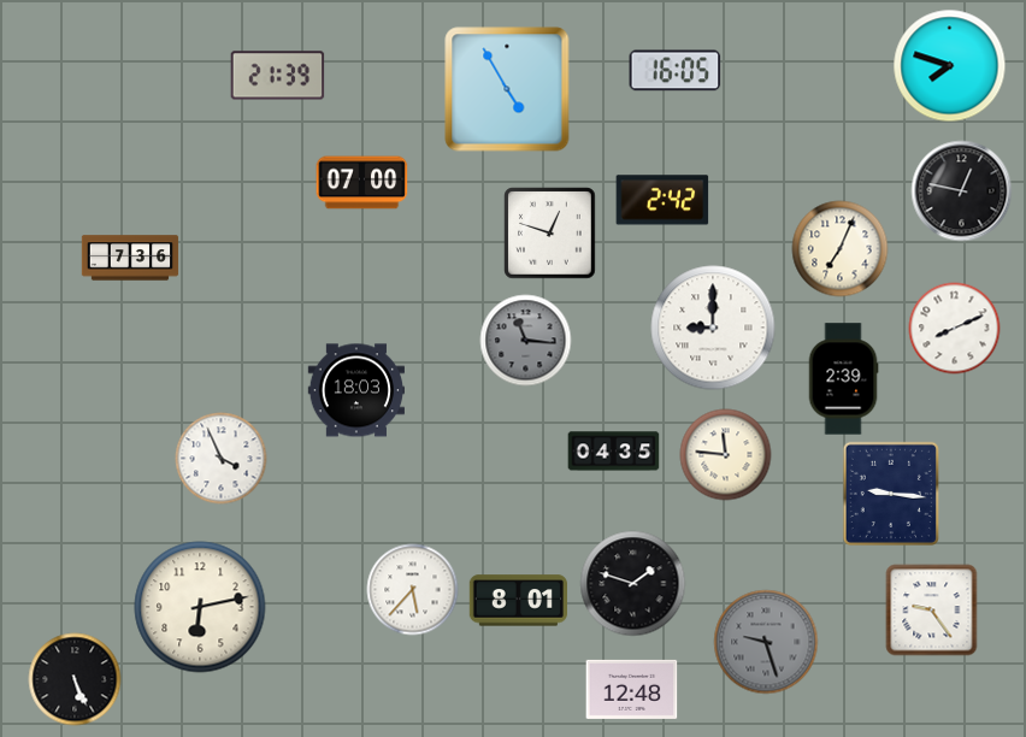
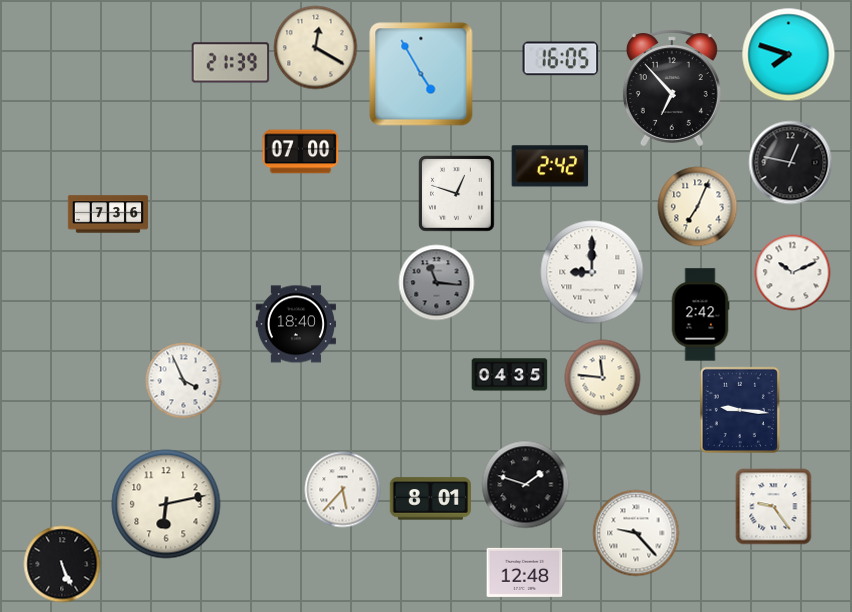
clock at (316, 48): none -> 12:20
clock at (672, 88): none -> 6:53
clock at (962, 191) position: (962, 191) -> (791, 163)
clock at (955, 329): 8:11 -> 10:11
clock at (843, 379): 2:39 -> 2:42
clock at (355, 390): 18:03 -> 18:40
clock at (766, 642): 9:27 -> 9:23
clock at (766, 642) dial: grey -> white
